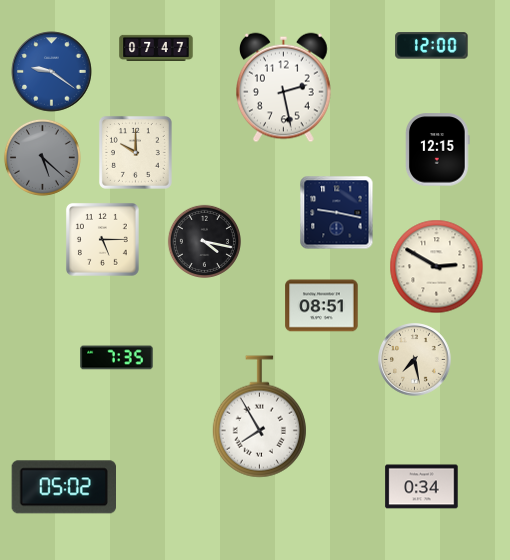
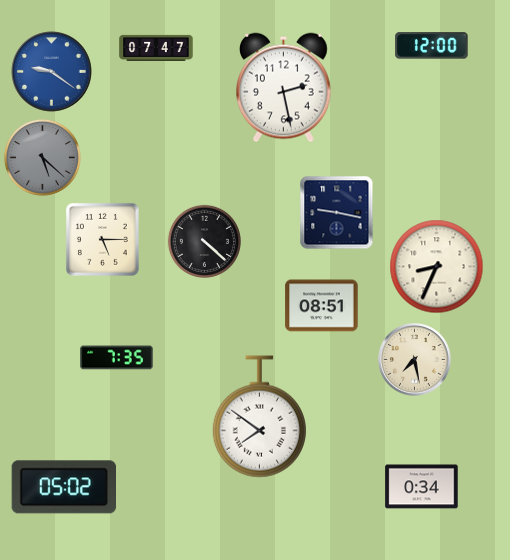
clock at (438, 150): 12:15 -> none
clock at (136, 153): 10:00 -> none
clock at (204, 241): 4:17 -> 4:22
clock at (437, 267): 2:50 -> 8:34
clock at (259, 417): 7:55 -> 7:51
